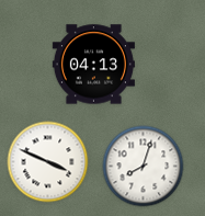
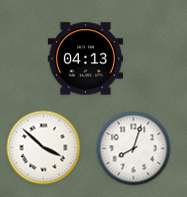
clock at (48, 162): 3:49 -> 3:52
clock at (144, 167) position: (144, 167) -> (134, 149)
